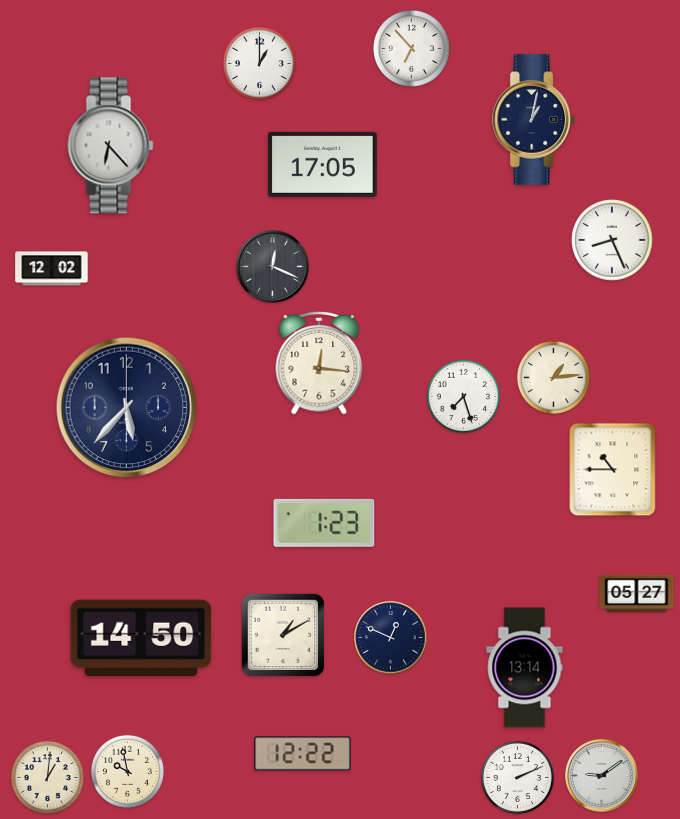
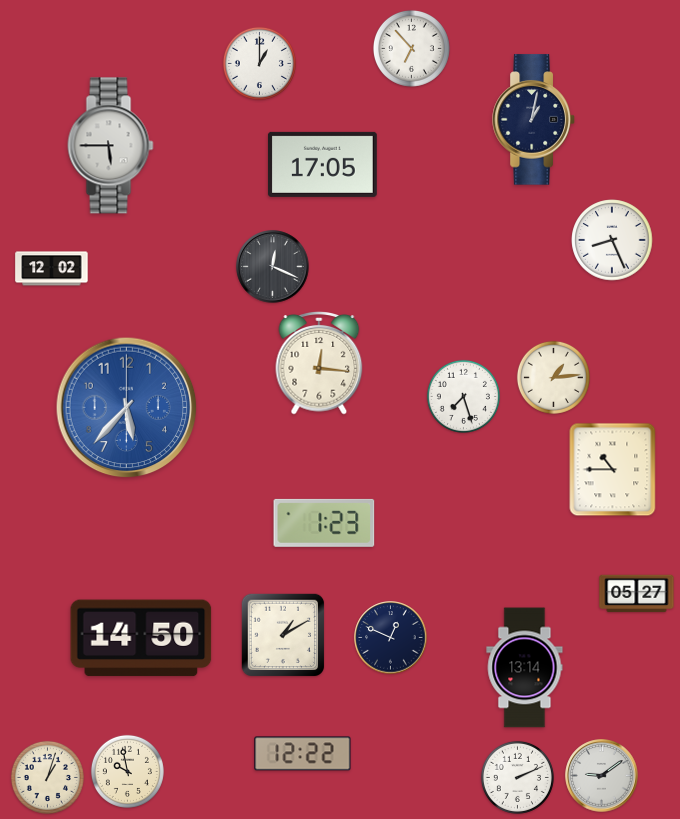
clock at (111, 146): 6:23 -> 5:45
clock at (127, 408) dial: navy -> blue
clock at (47, 777): 1:01 -> 1:03
